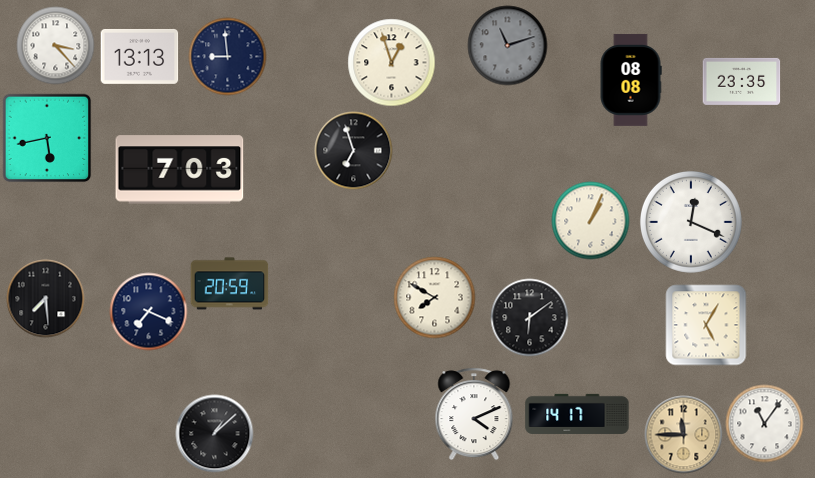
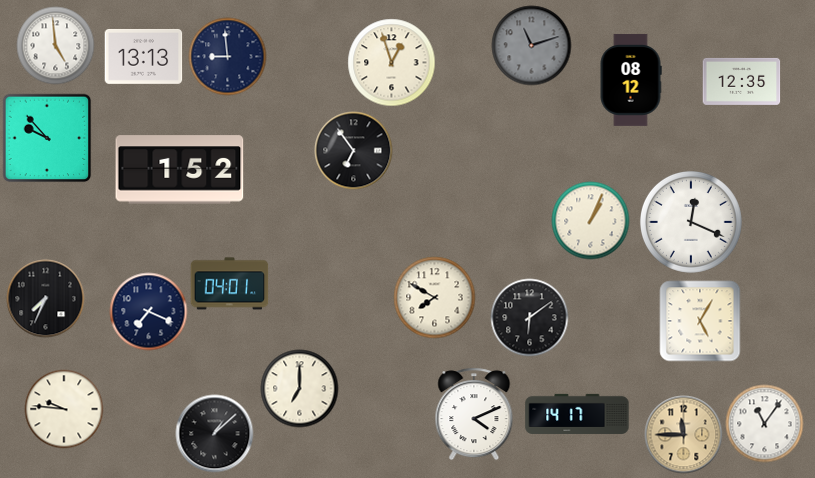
clock at (55, 45): 3:23 -> 4:59
clock at (507, 45) position: (507, 45) -> (531, 45)
clock at (139, 56) position: (139, 56) -> (143, 56)
clock at (631, 80): 08:08 -> 08:12
clock at (741, 81): 23:35 -> 12:35
clock at (47, 138): 5:43 -> 9:53
clock at (353, 150): 6:57 -> 6:54
clock at (180, 170): 7:03 -> 1:52
clock at (229, 284): 20:59 -> 04:01
clock at (45, 298): 7:29 -> 7:34
clock at (706, 325) position: (706, 325) -> (700, 321)
clock at (299, 388): none -> 7:00
clock at (64, 409): none -> 9:46
